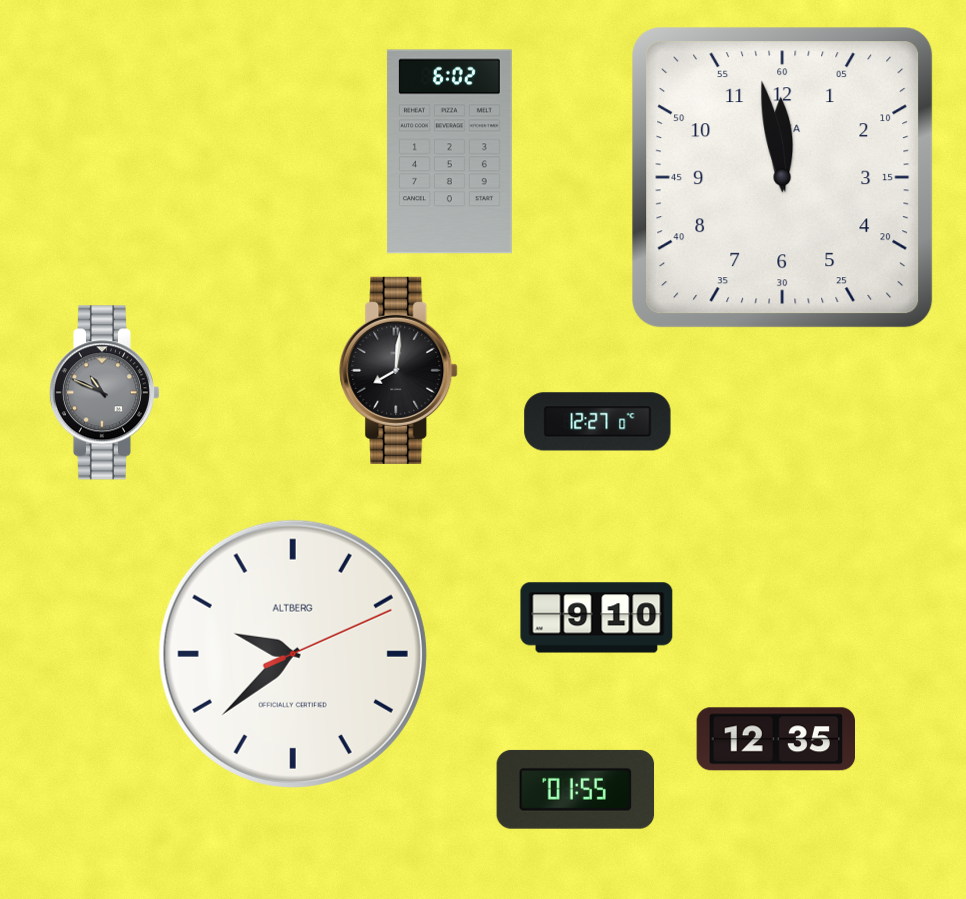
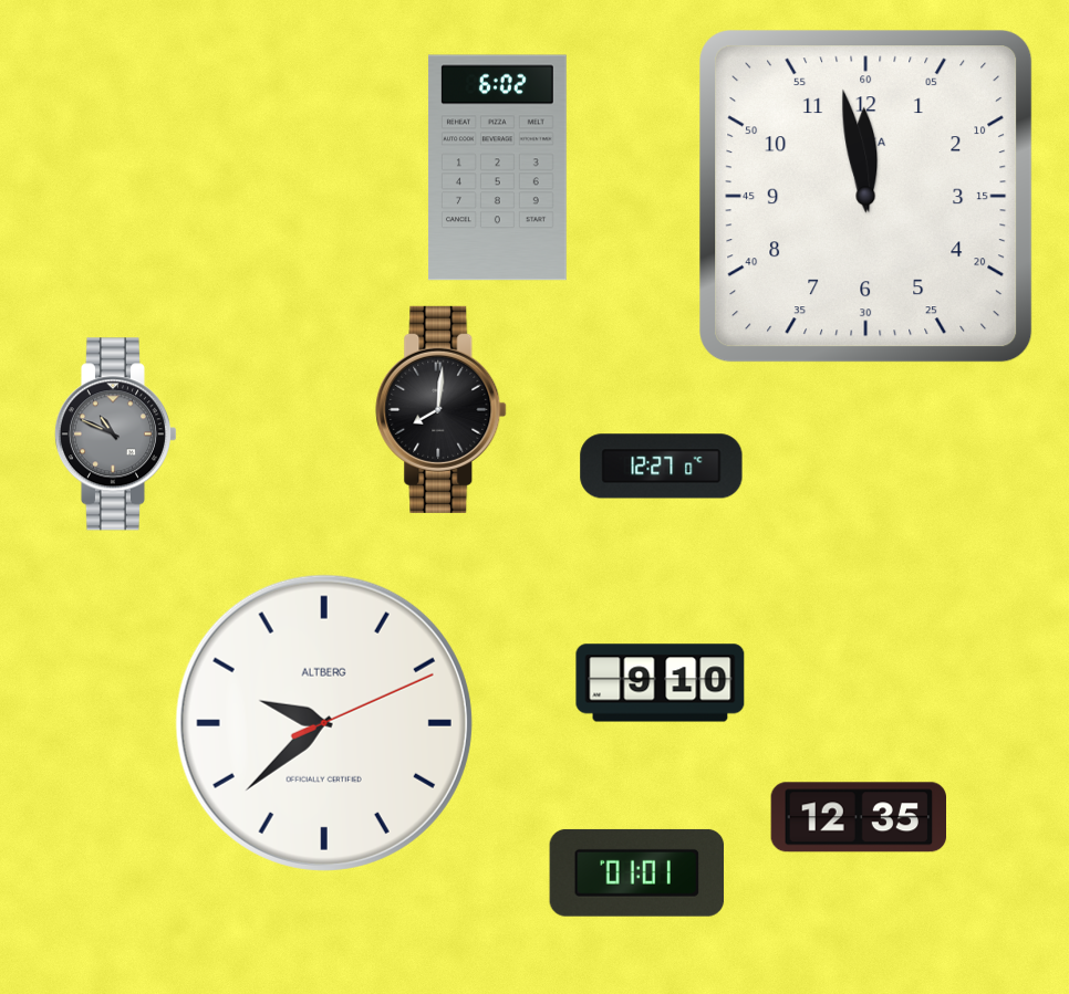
clock at (576, 789): 01:55 -> 01:01
